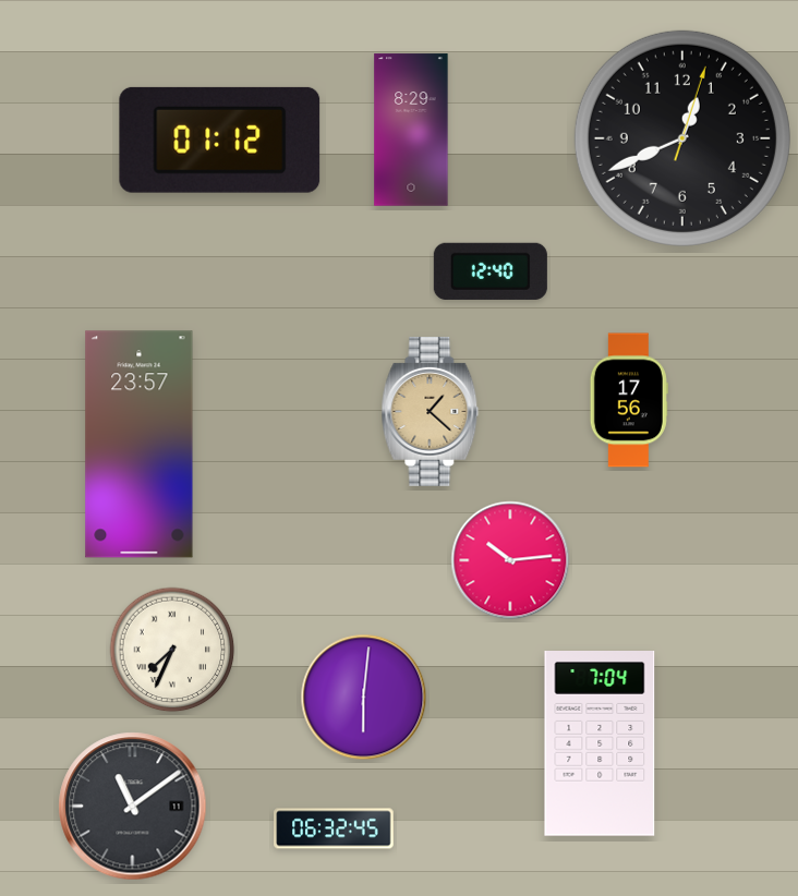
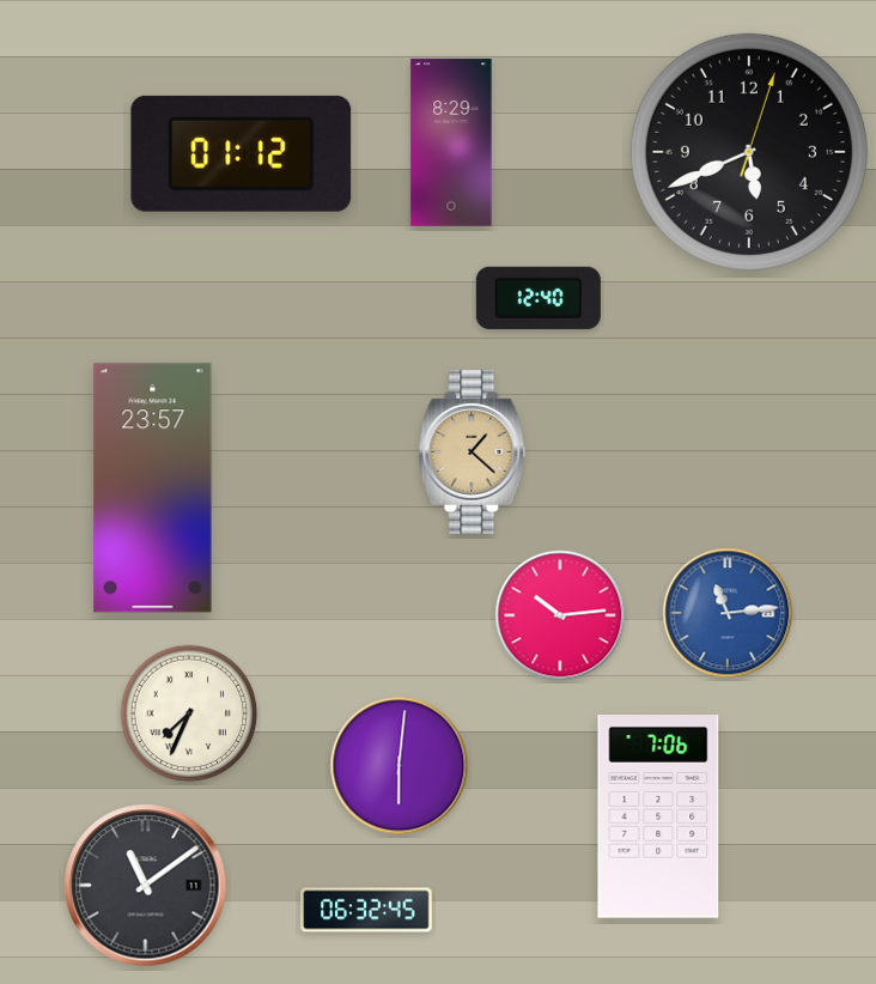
clock at (682, 138): 12:41 -> 5:41
clock at (629, 400): 17:56 -> none
clock at (728, 613): none -> 11:14
clock at (600, 744): 7:04 -> 7:06
